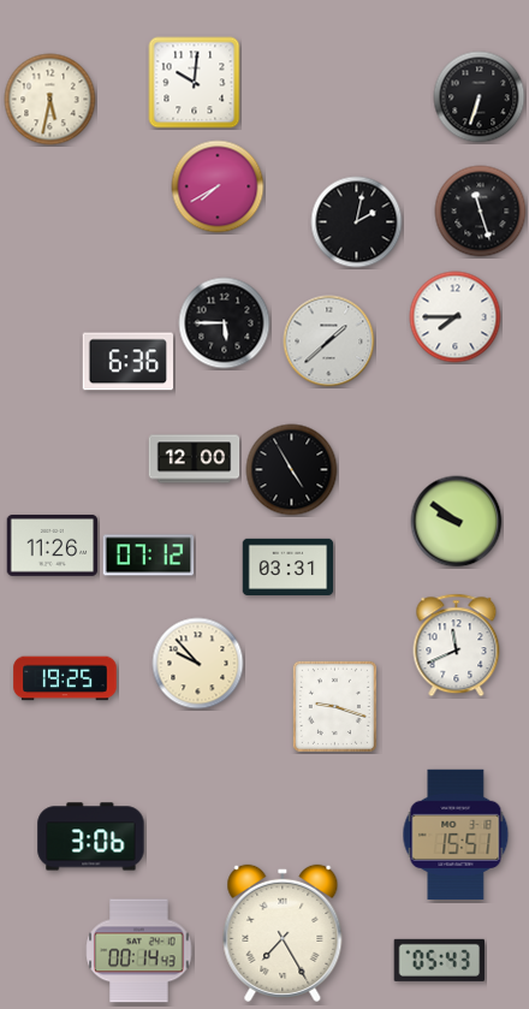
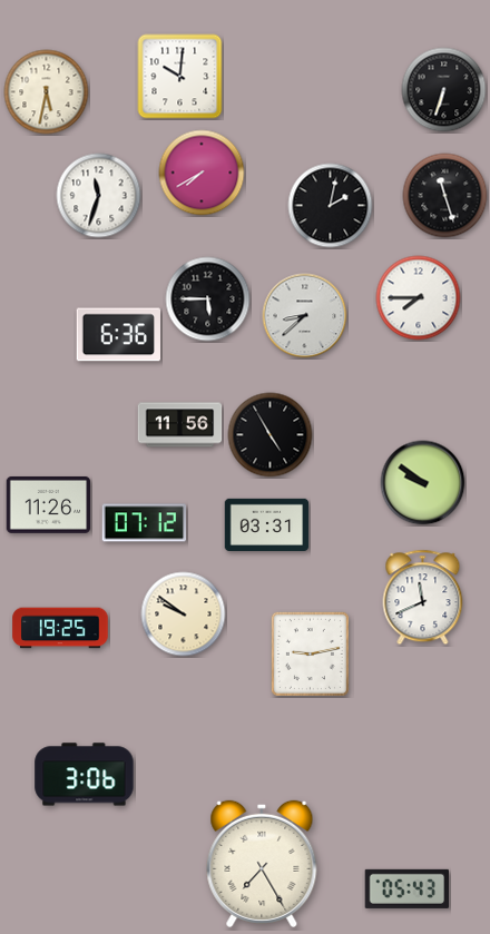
clock at (99, 196): none -> 11:33
clock at (456, 317) position: (456, 317) -> (419, 298)
clock at (329, 342): 1:38 -> 8:38
clock at (195, 459): 12:00 -> 11:56
clock at (149, 556) position: (149, 556) -> (145, 523)
clock at (198, 664): 9:53 -> 9:51
clock at (334, 706): 9:18 -> 9:13
clock at (456, 833): 15:51 -> none
clock at (139, 951): 00:14 -> none
